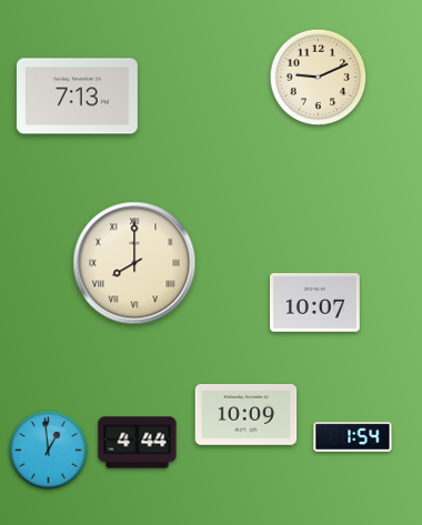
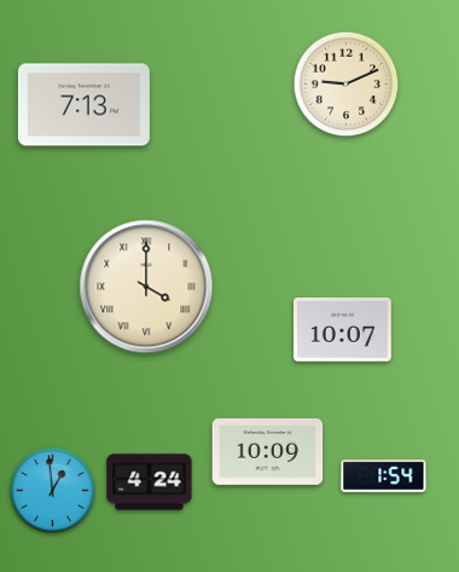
clock at (134, 263): 8:00 -> 4:00
clock at (138, 443): 4:44 -> 4:24
